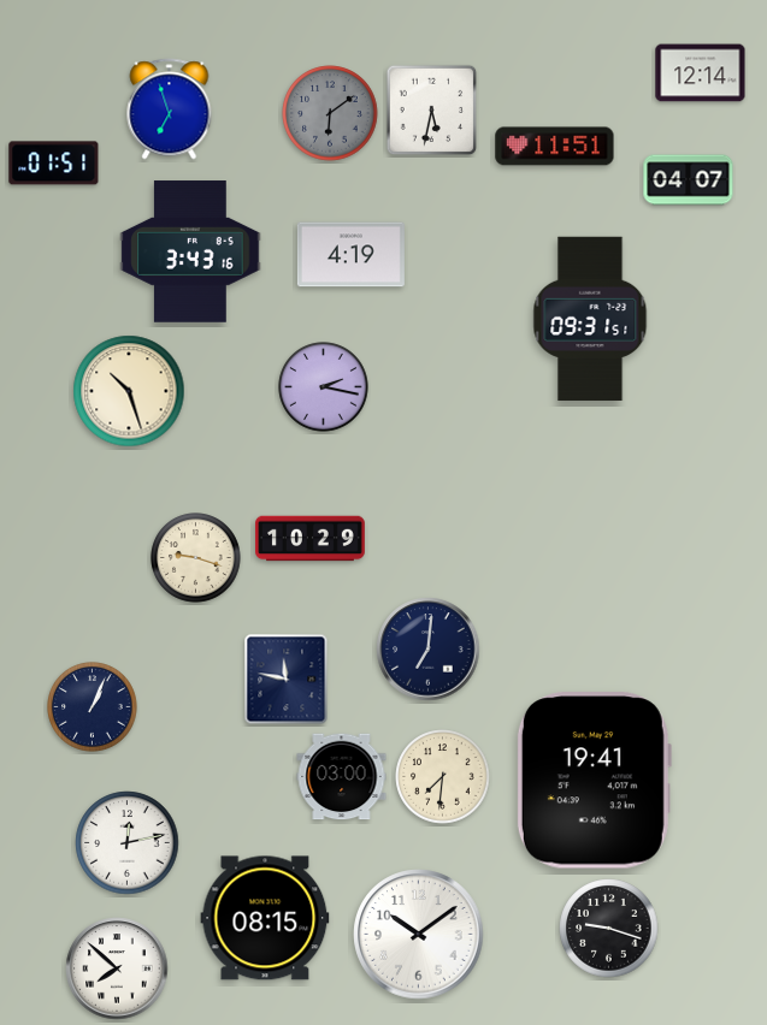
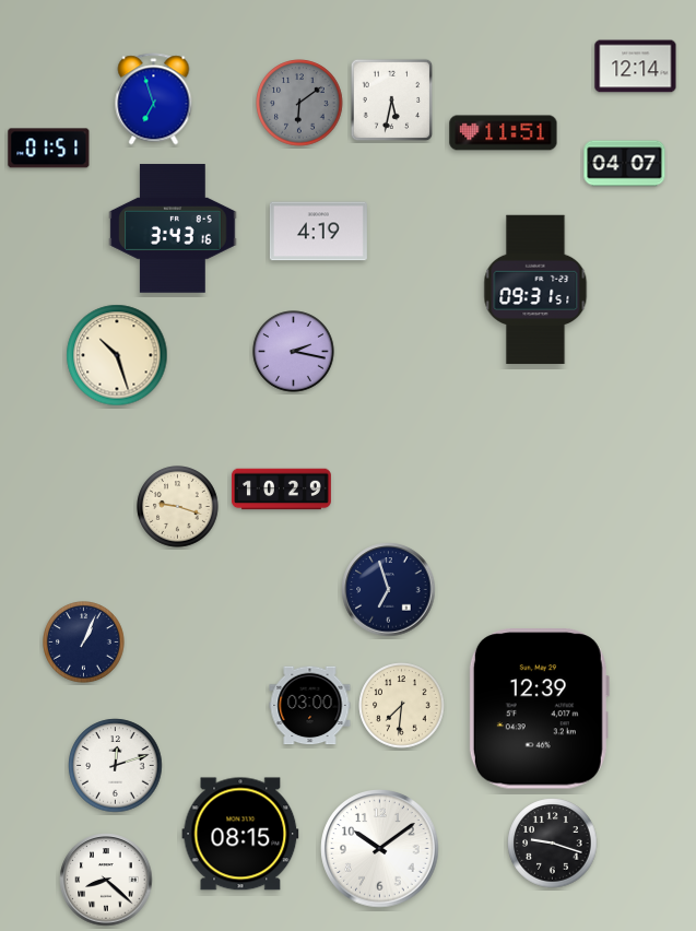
clock at (429, 650): 7:01 -> 6:57
clock at (287, 680): 11:47 -> none
clock at (594, 781): 19:41 -> 12:39
clock at (128, 843): 12:13 -> 12:12
clock at (117, 968): 7:52 -> 8:22
